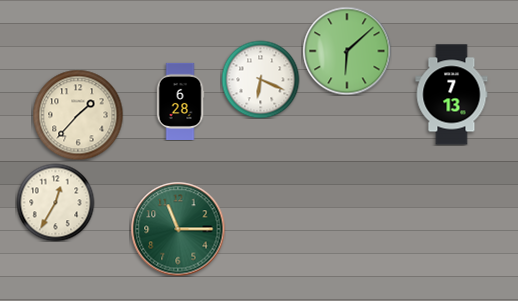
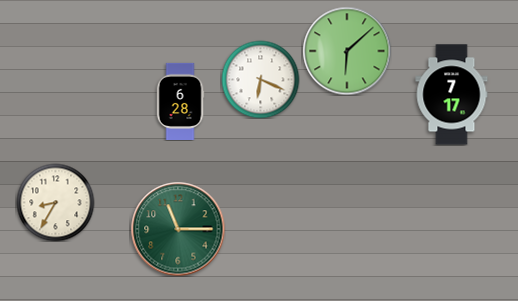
clock at (452, 95): 7:13 -> 7:17
clock at (78, 115): 1:37 -> none
clock at (55, 202): 12:35 -> 8:35
